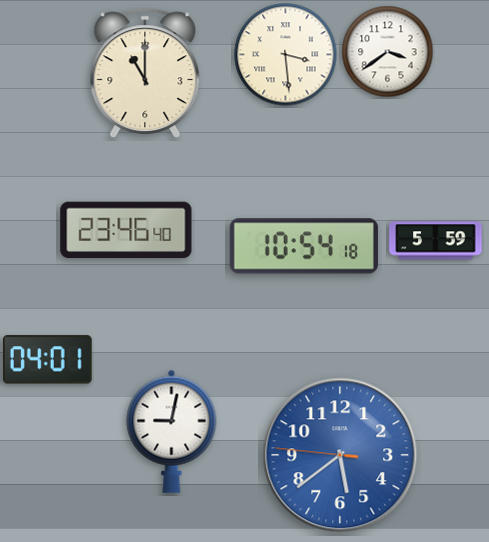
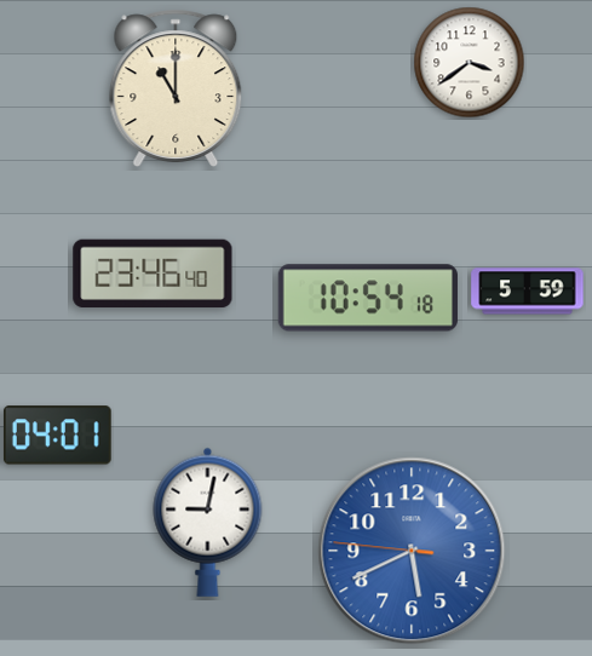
clock at (286, 55): 3:29 -> none
clock at (126, 230) position: (126, 230) -> (153, 274)
clock at (340, 455): 5:38 -> 5:40
